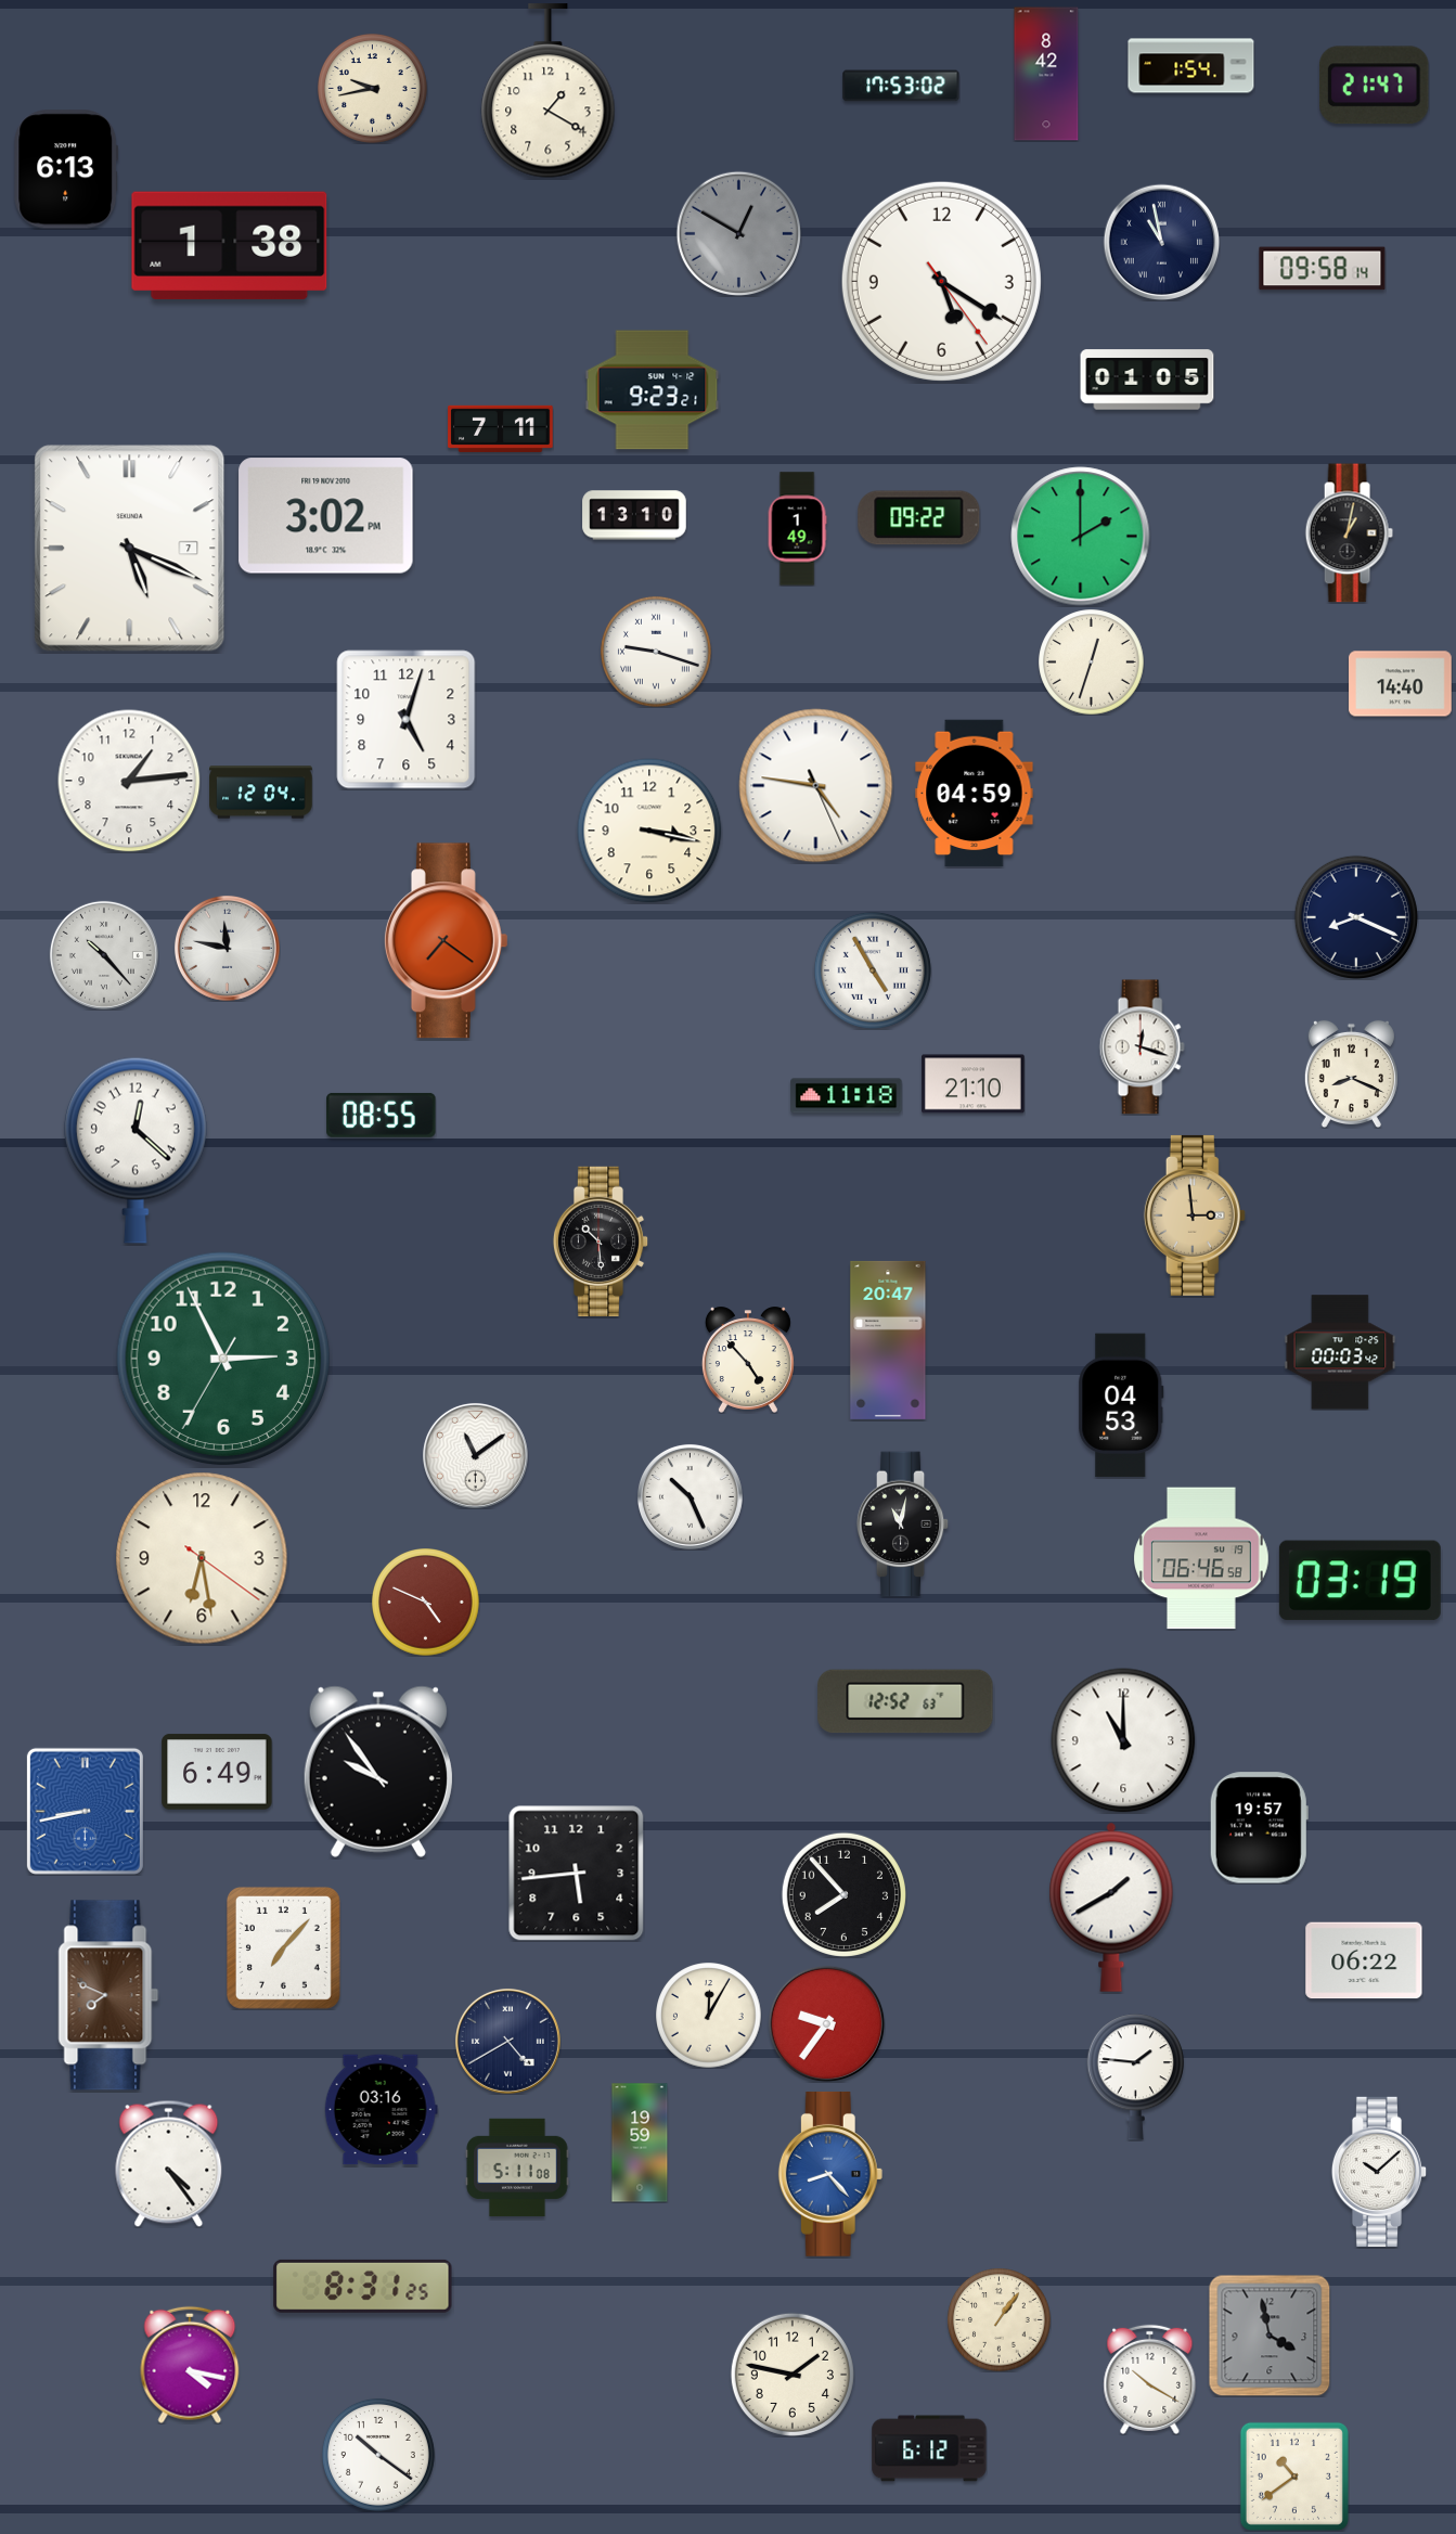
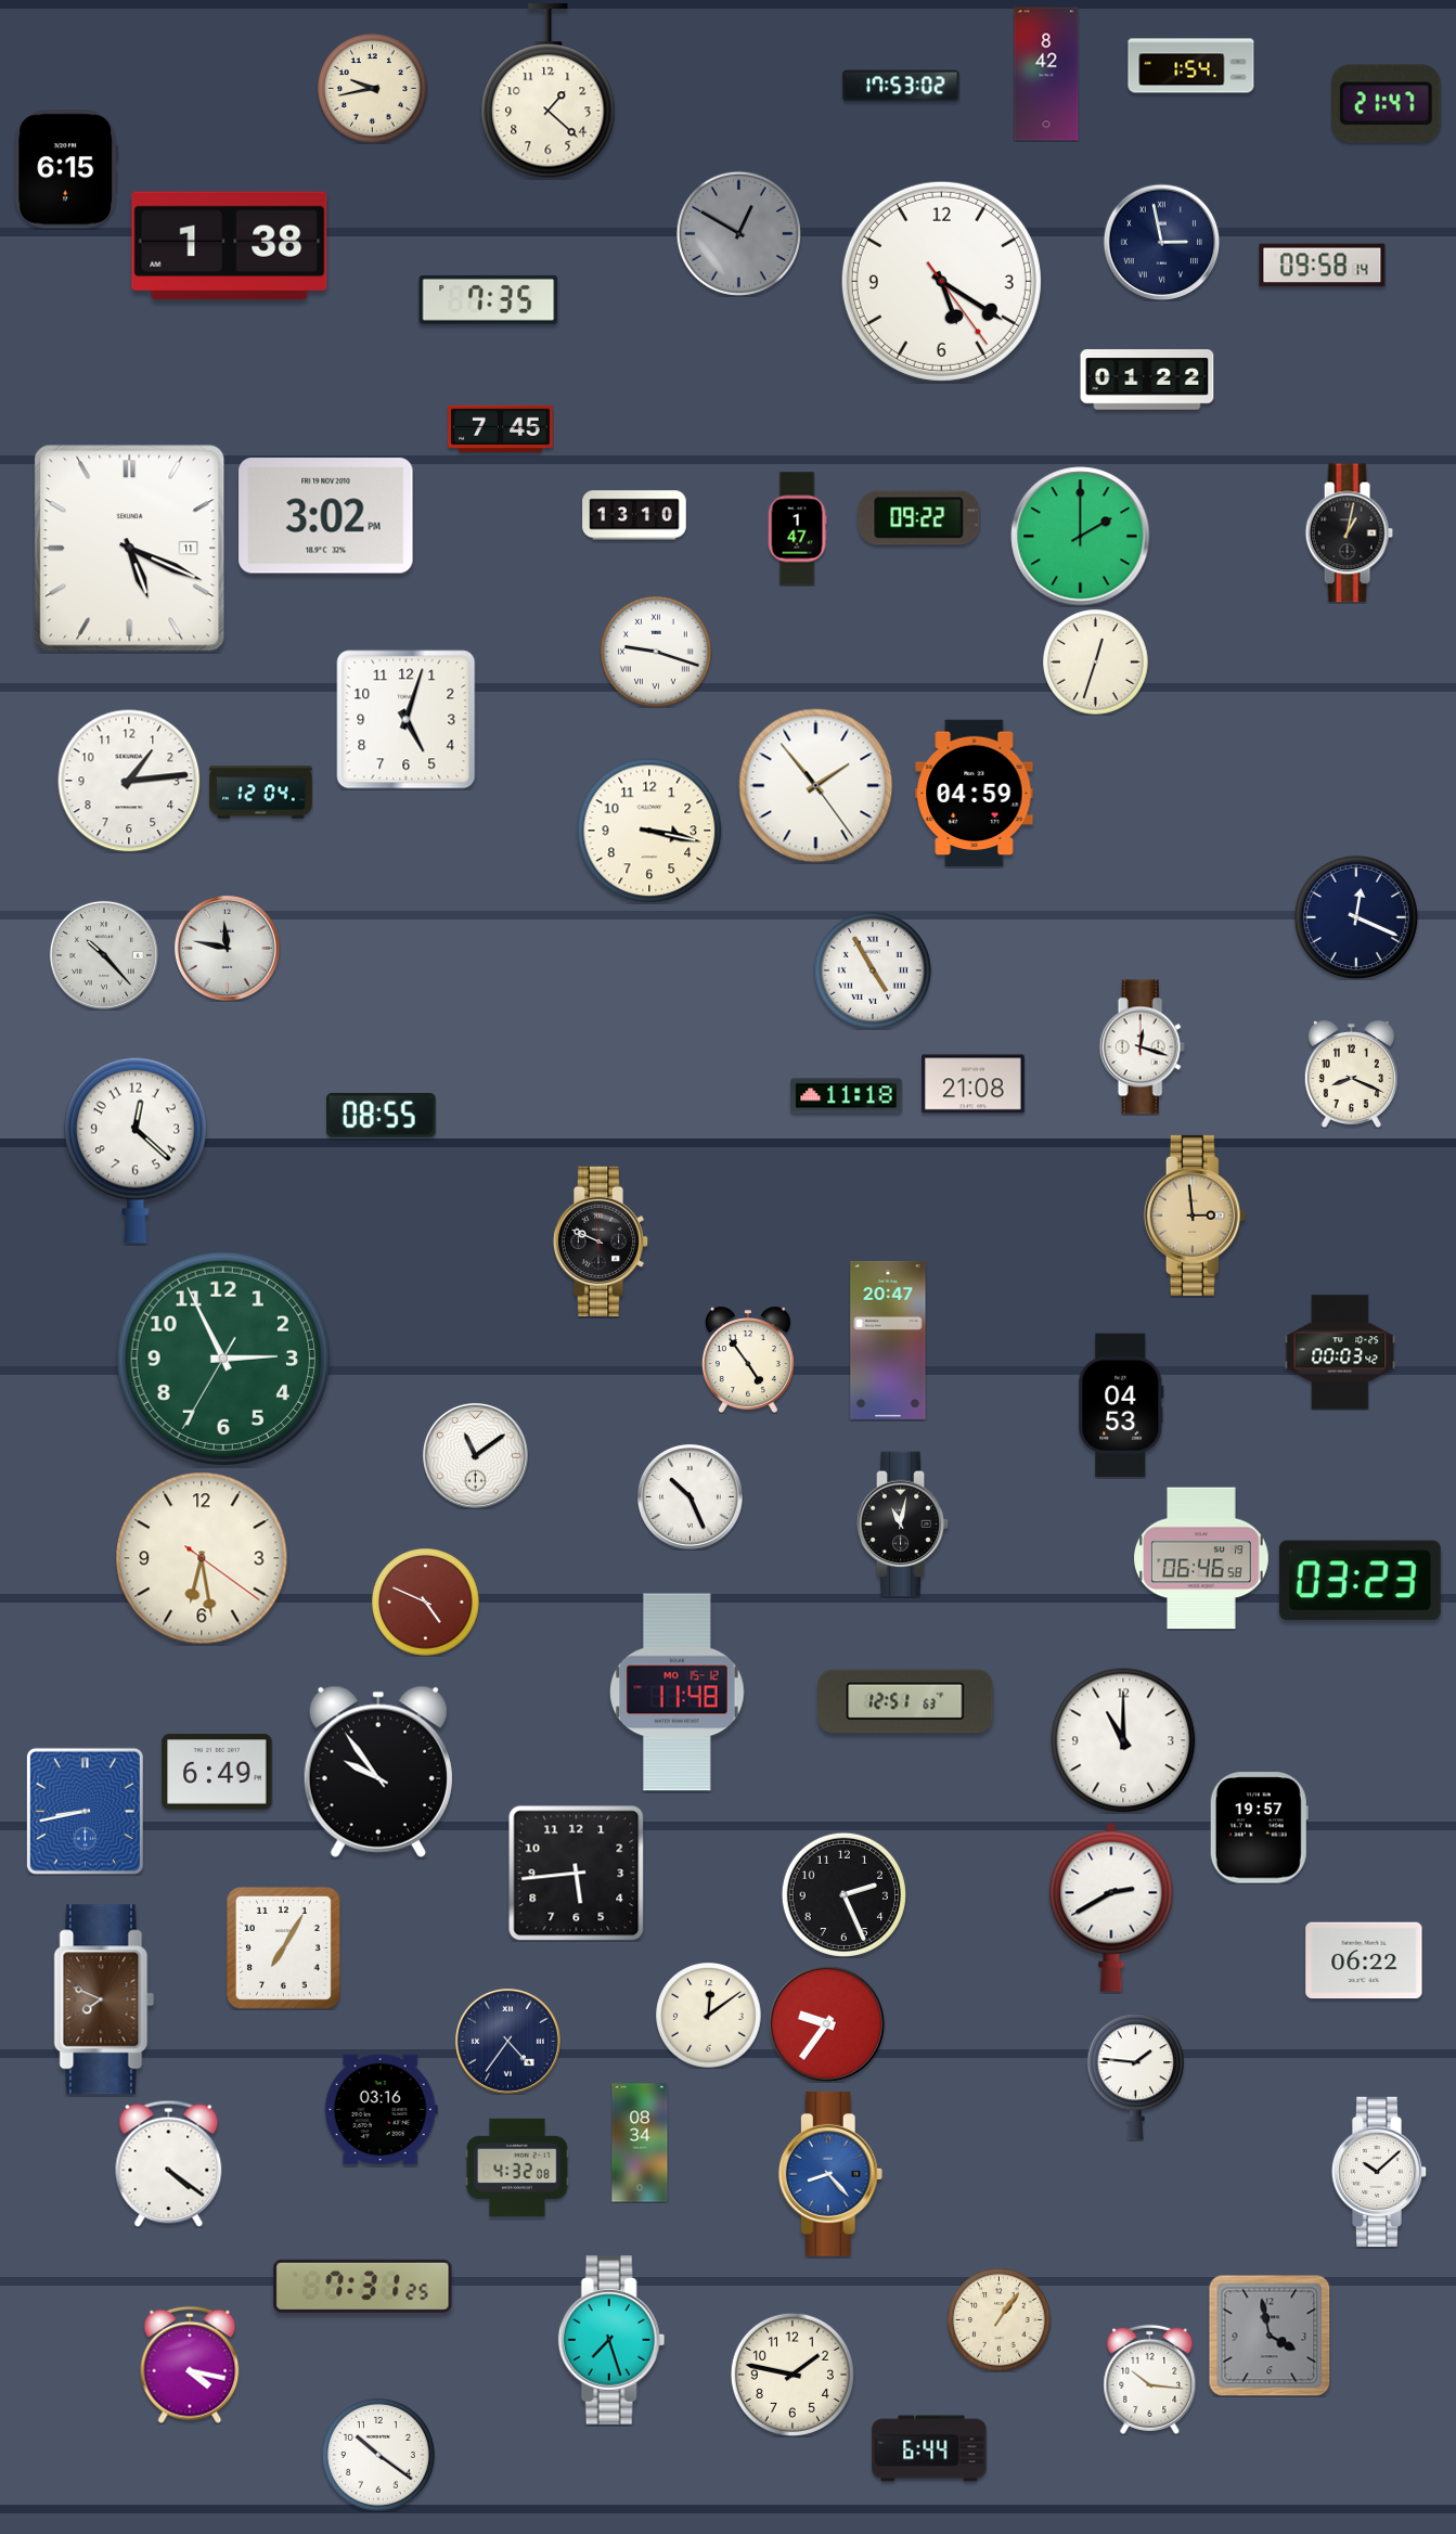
clock at (1374, 86) position: (1374, 86) -> (1386, 104)
clock at (549, 91): 1:20 -> 1:22
clock at (66, 169): 6:13 -> 6:15
clock at (1161, 242): 10:58 -> 2:58
clock at (1323, 269) position: (1323, 269) -> (1323, 266)
clock at (489, 299): none -> 7:35
clock at (1147, 380): 01:05 -> 01:22
clock at (653, 390): 9:23 -> none
clock at (501, 428): 7:11 -> 7:45
clock at (797, 529): 1:49 -> 1:47
clock at (130, 549) date: 7 -> 11
clock at (1092, 663) position: (1092, 663) -> (1096, 663)
clock at (1401, 684): 14:40 -> none
clock at (816, 786): 4:46 -> 1:53
clock at (1356, 917): 8:19 -> 12:19
clock at (446, 941): 7:21 -> none
clock at (974, 1084): 21:10 -> 21:08
clock at (601, 1240): 10:29 -> 9:49
clock at (748, 1360): 4:53 -> 4:54
clock at (1360, 1581): 03:19 -> 03:23
clock at (678, 1693): none -> 11:48
clock at (905, 1701): 12:52 -> 12:51
clock at (843, 1894): 7:53 -> 2:26
clock at (1111, 1907): 1:40 -> 2:40
clock at (283, 1948): 7:07 -> 7:05
clock at (108, 1995) position: (108, 1995) -> (104, 1999)
clock at (709, 2016): 12:05 -> 12:09
clock at (507, 2041): 4:40 -> 4:36
clock at (640, 2143): 19:59 -> 08:34
clock at (169, 2163): 4:24 -> 4:21
clock at (517, 2168): 5:11 -> 4:32
clock at (363, 2286): 8:31 -> 7:31
clock at (611, 2340): none -> 7:27
clock at (1150, 2379): 10:20 -> 10:16
clock at (929, 2448): 6:12 -> 6:44
clock at (1294, 2477): 10:39 -> none
